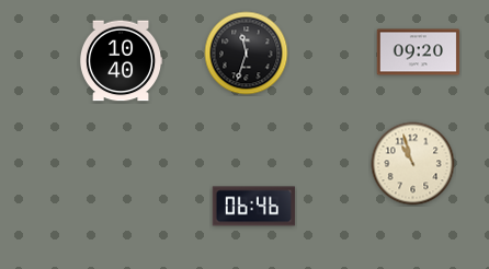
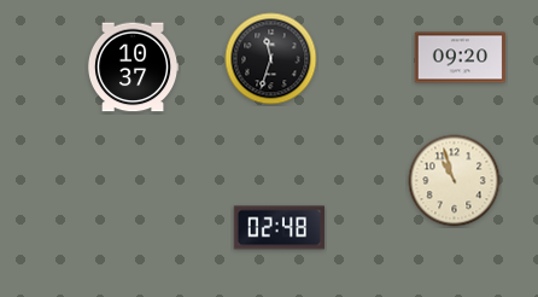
clock at (121, 61): 10:40 -> 10:37
clock at (254, 207): 06:46 -> 02:48
